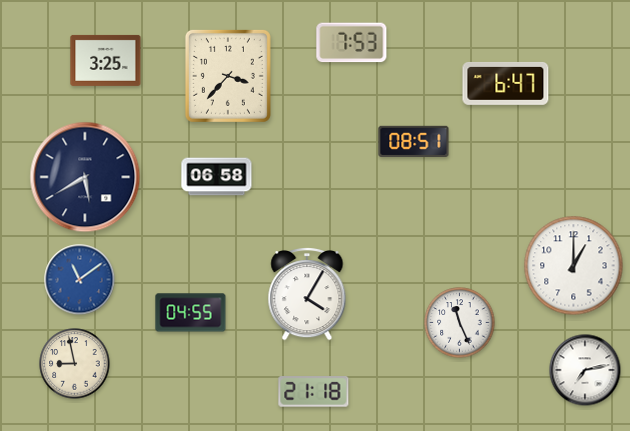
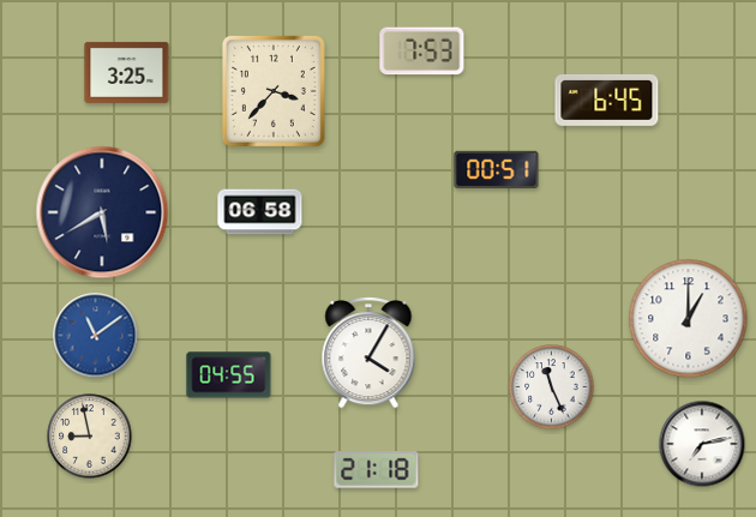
clock at (506, 83): 6:47 -> 6:45
clock at (414, 141): 08:51 -> 00:51
